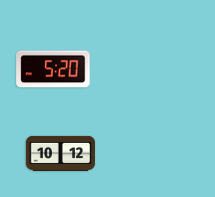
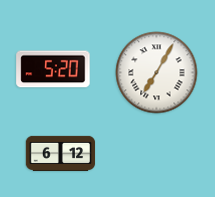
clock at (157, 73): none -> 7:05
clock at (61, 153): 10:12 -> 6:12
